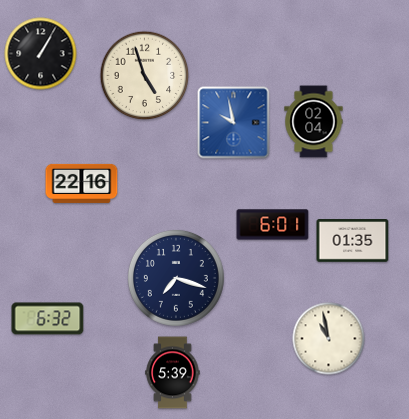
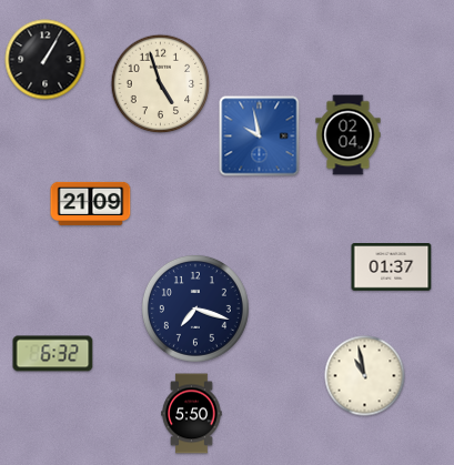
clock at (82, 183): 22:16 -> 21:09
clock at (273, 225): 6:01 -> none
clock at (353, 241): 01:35 -> 01:37
clock at (173, 373): 5:39 -> 5:50
